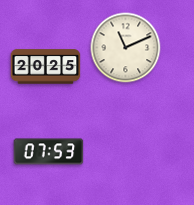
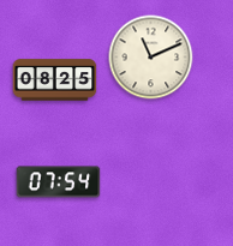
clock at (46, 67): 20:25 -> 08:25
clock at (49, 152): 07:53 -> 07:54
